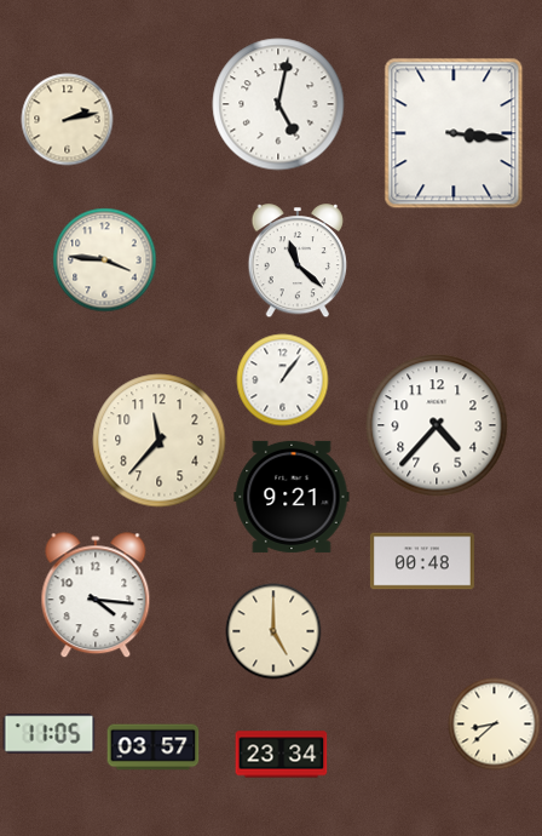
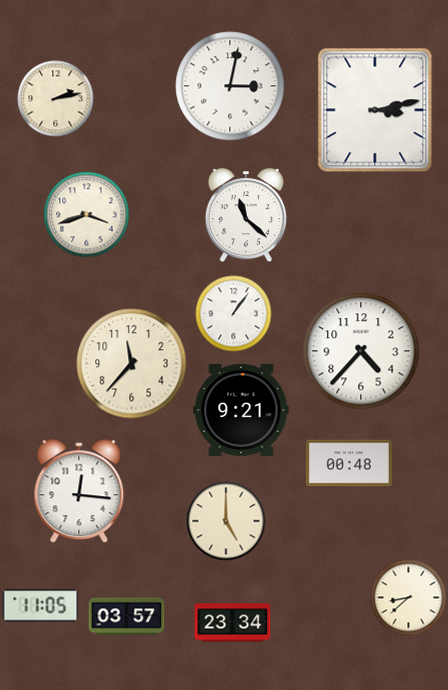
clock at (278, 104): 5:02 -> 3:02
clock at (454, 133): 3:16 -> 3:13
clock at (105, 260): 3:46 -> 3:42
clock at (96, 596): 4:16 -> 12:16
